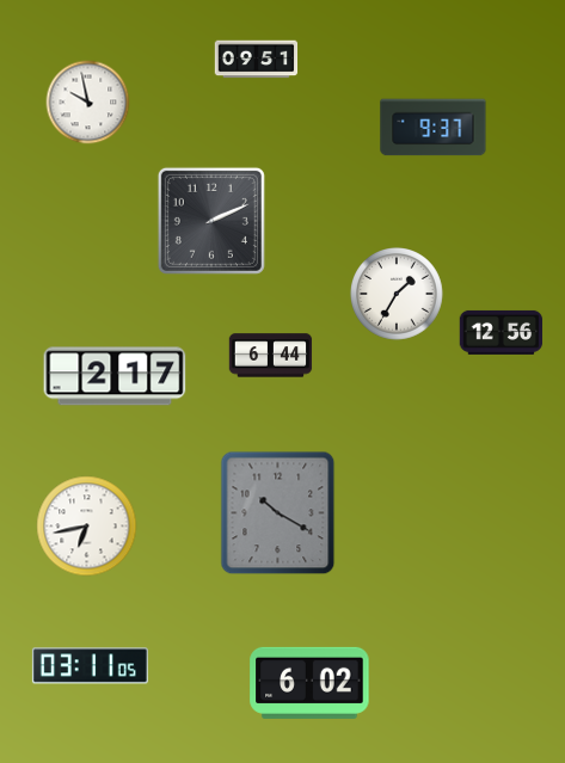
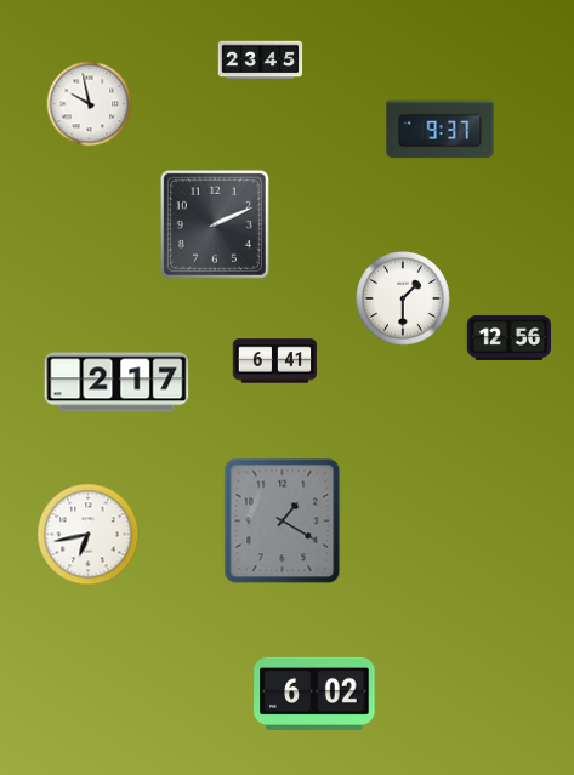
clock at (257, 60): 09:51 -> 23:45
clock at (398, 295): 1:35 -> 1:30
clock at (271, 356): 6:44 -> 6:41
clock at (278, 513): 10:20 -> 1:20
clock at (90, 666): 03:11 -> none
